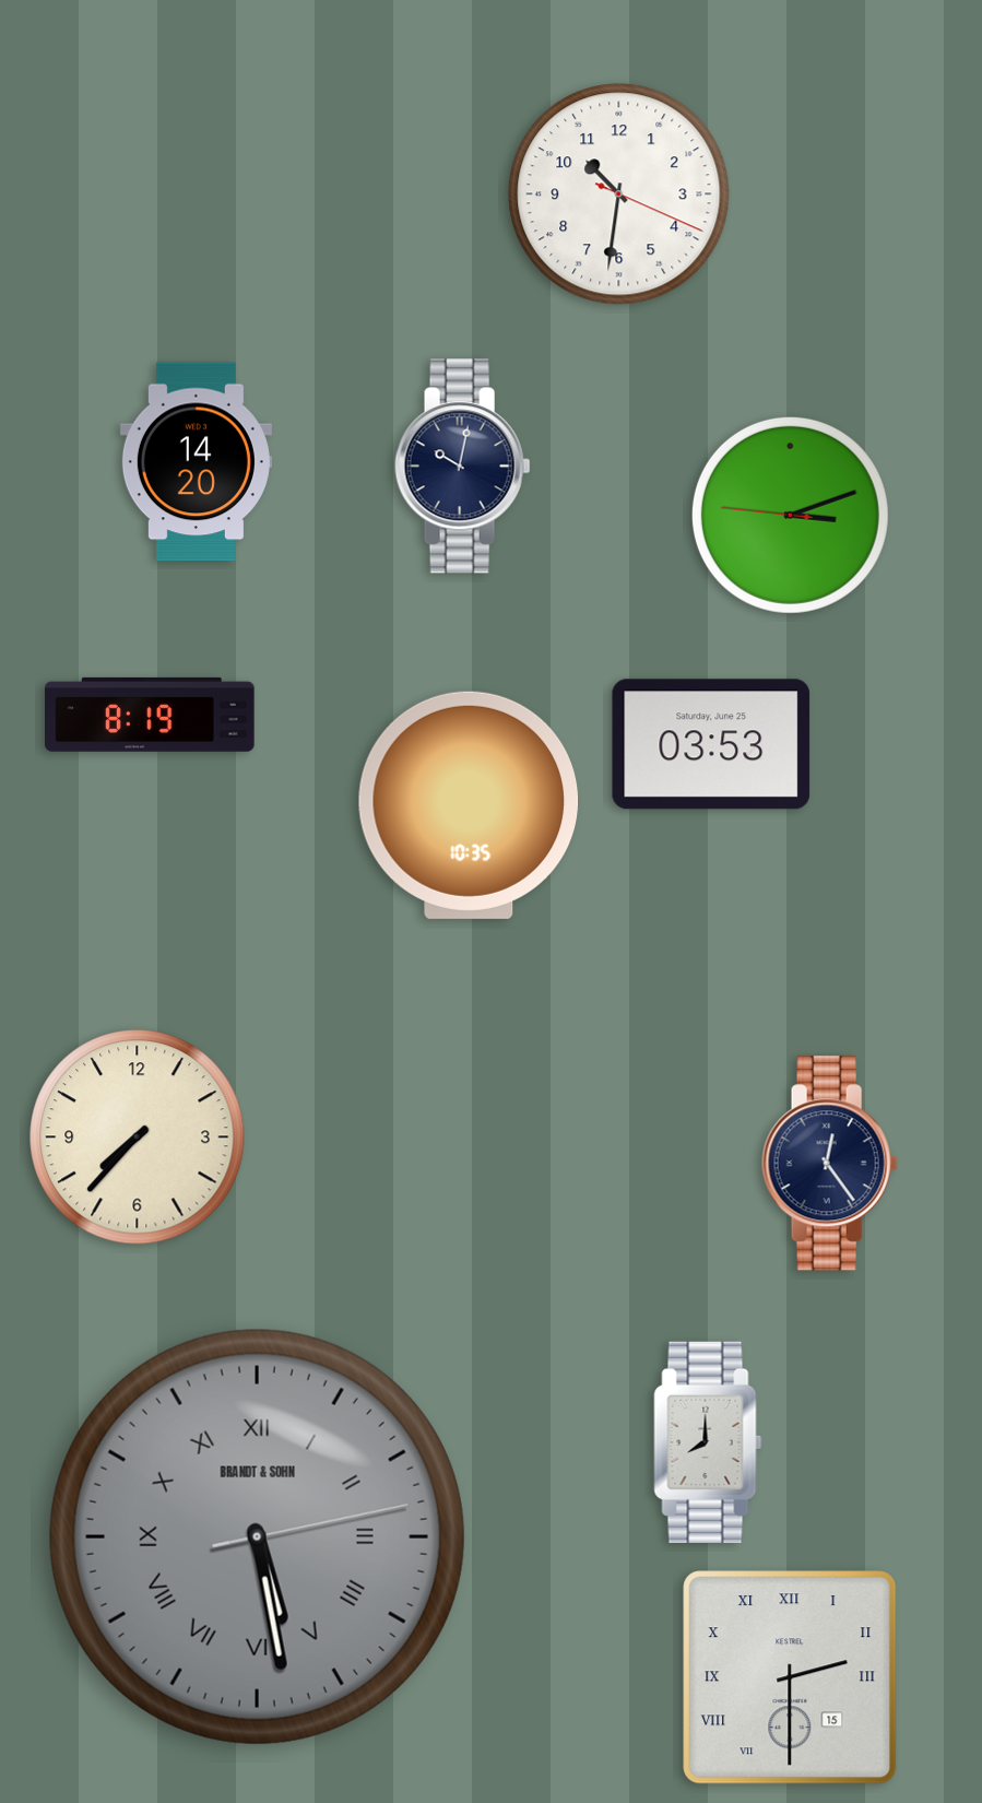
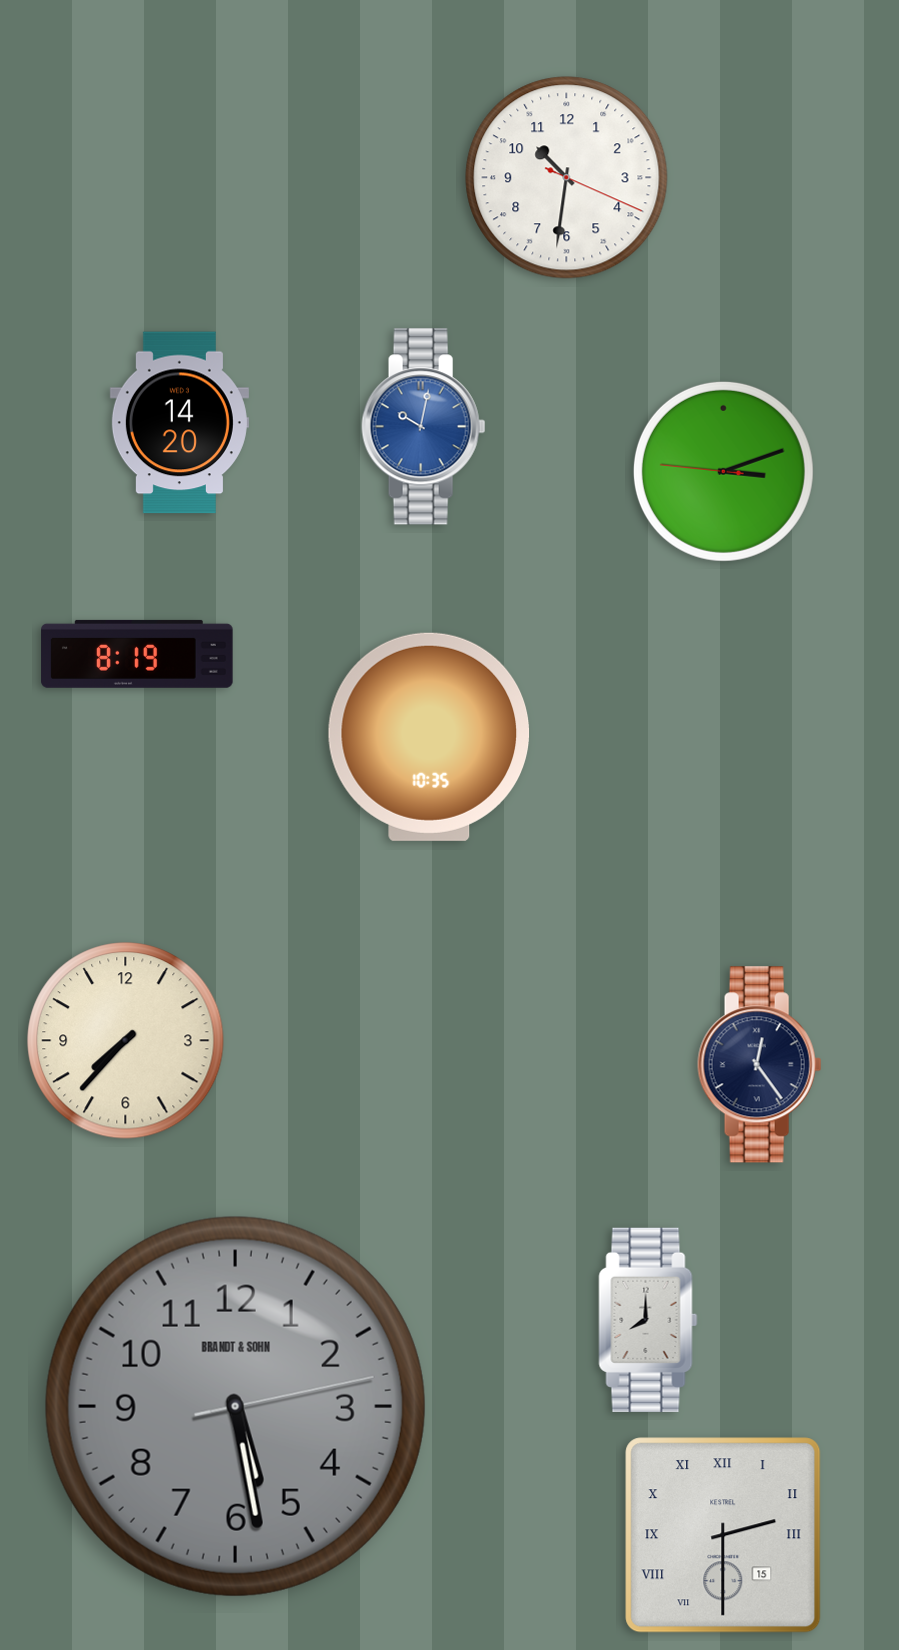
clock at (463, 467) dial: navy -> blue
clock at (711, 744): 03:53 -> none
clock at (257, 1536) numerals: Roman -> Arabic
